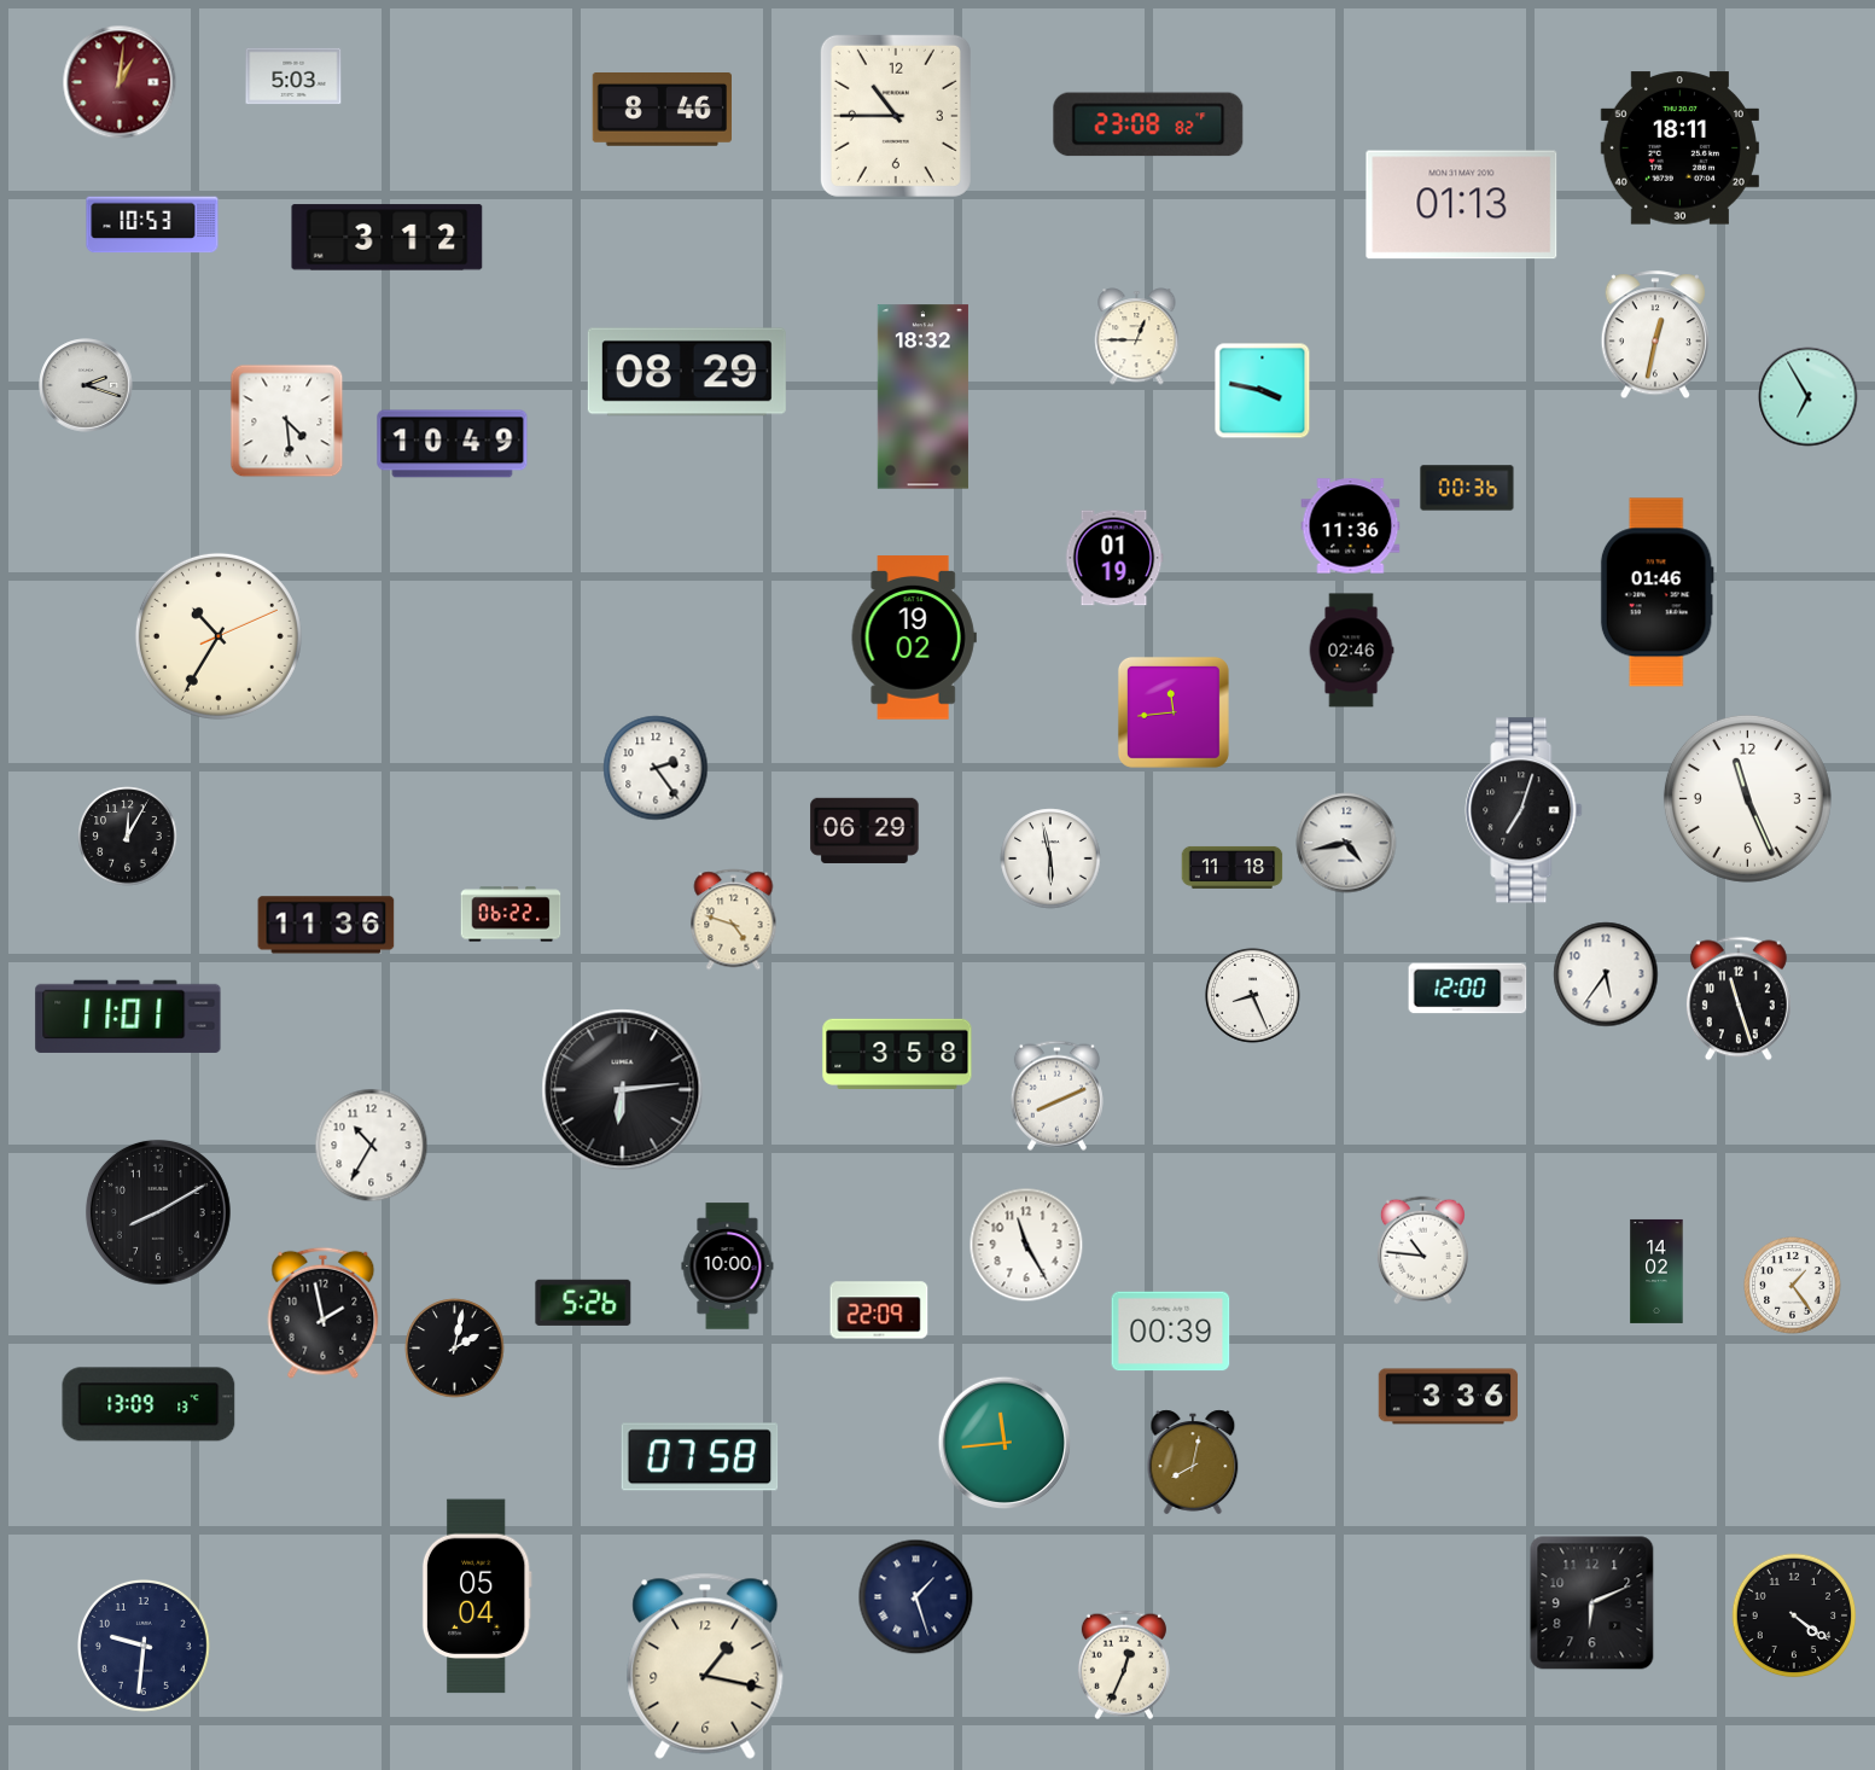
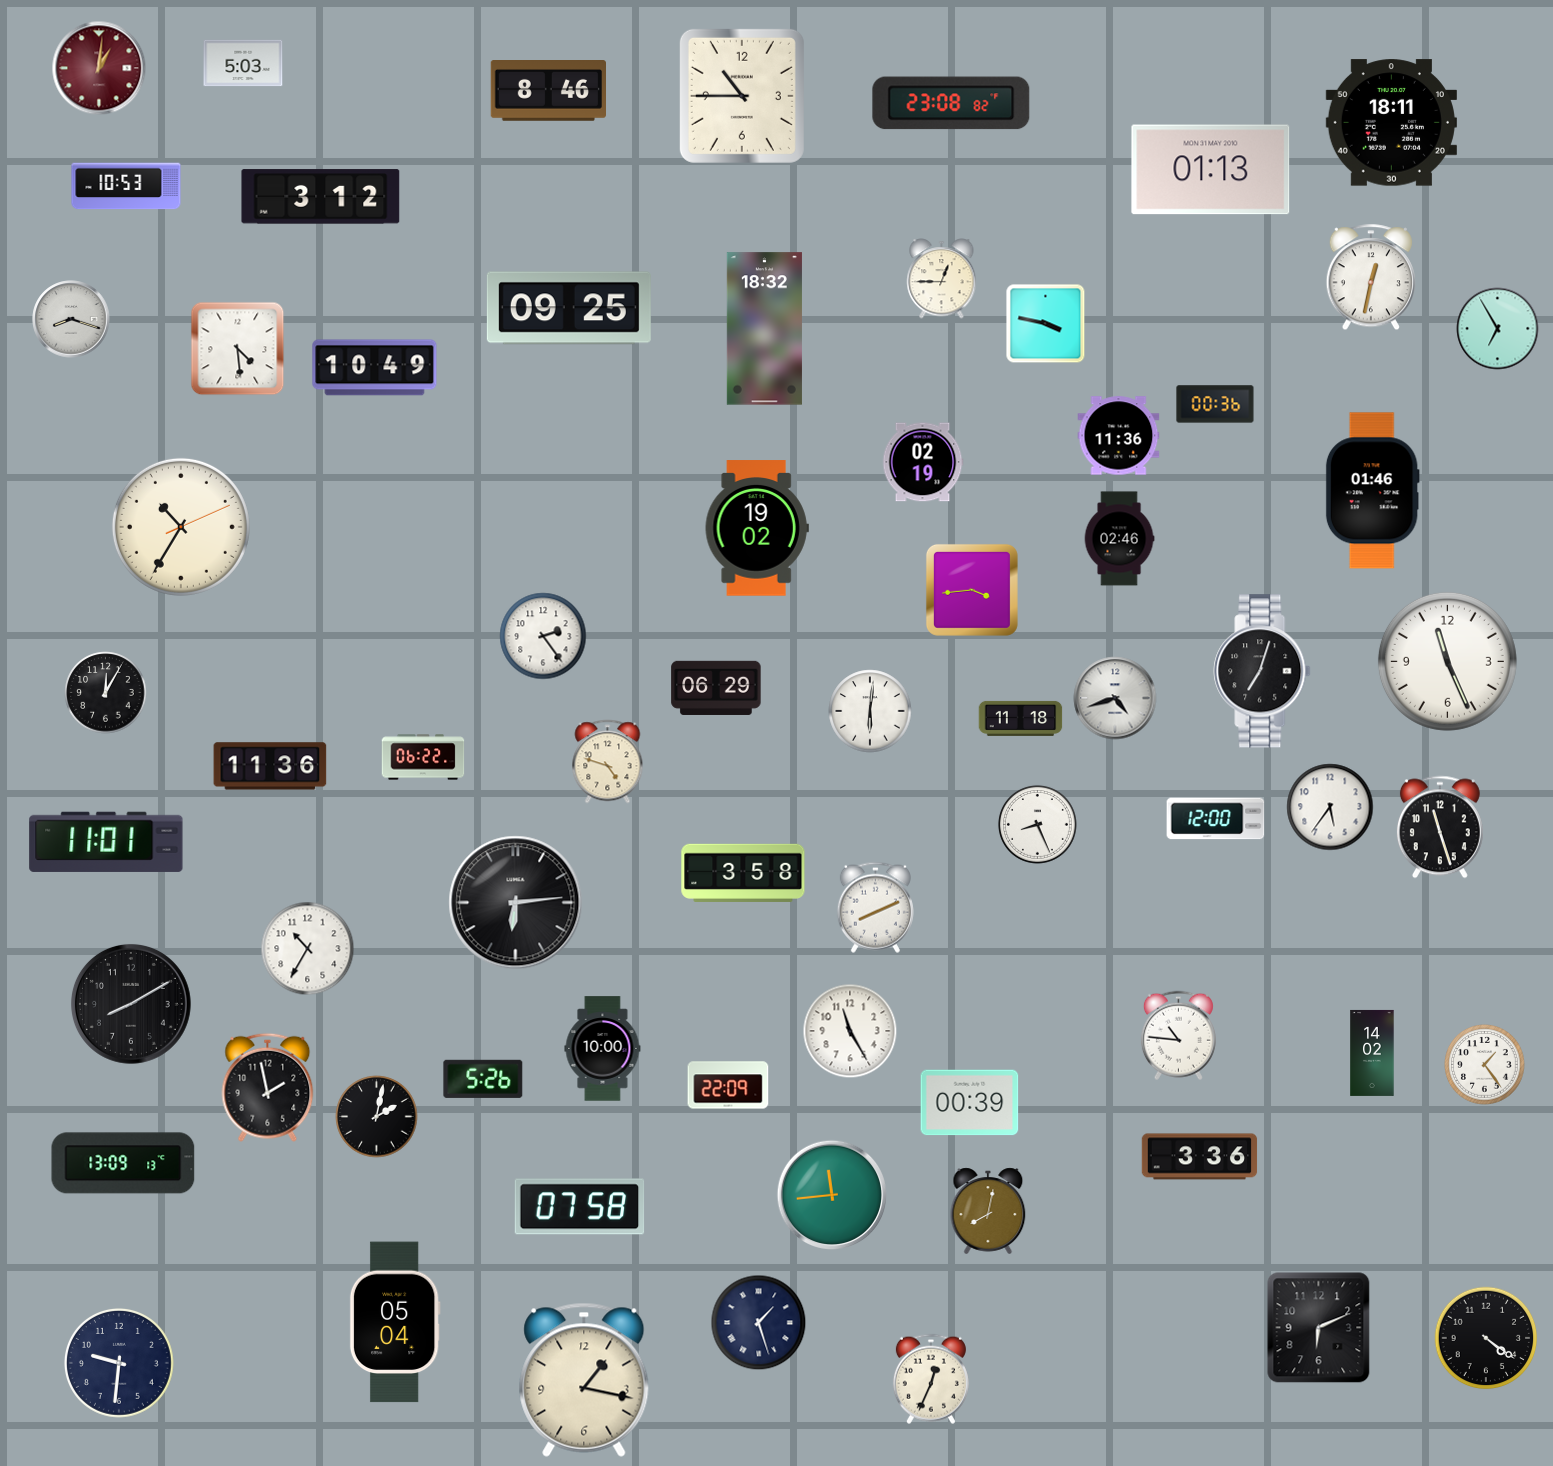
clock at (687, 372): 08:29 -> 09:25
clock at (86, 385): 2:18 -> 8:18
clock at (1114, 558): 01:19 -> 02:19
clock at (1174, 712): 11:44 -> 3:44
clock at (1346, 843): 4:43 -> 4:42
clock at (1050, 858): 5:58 -> 6:01
